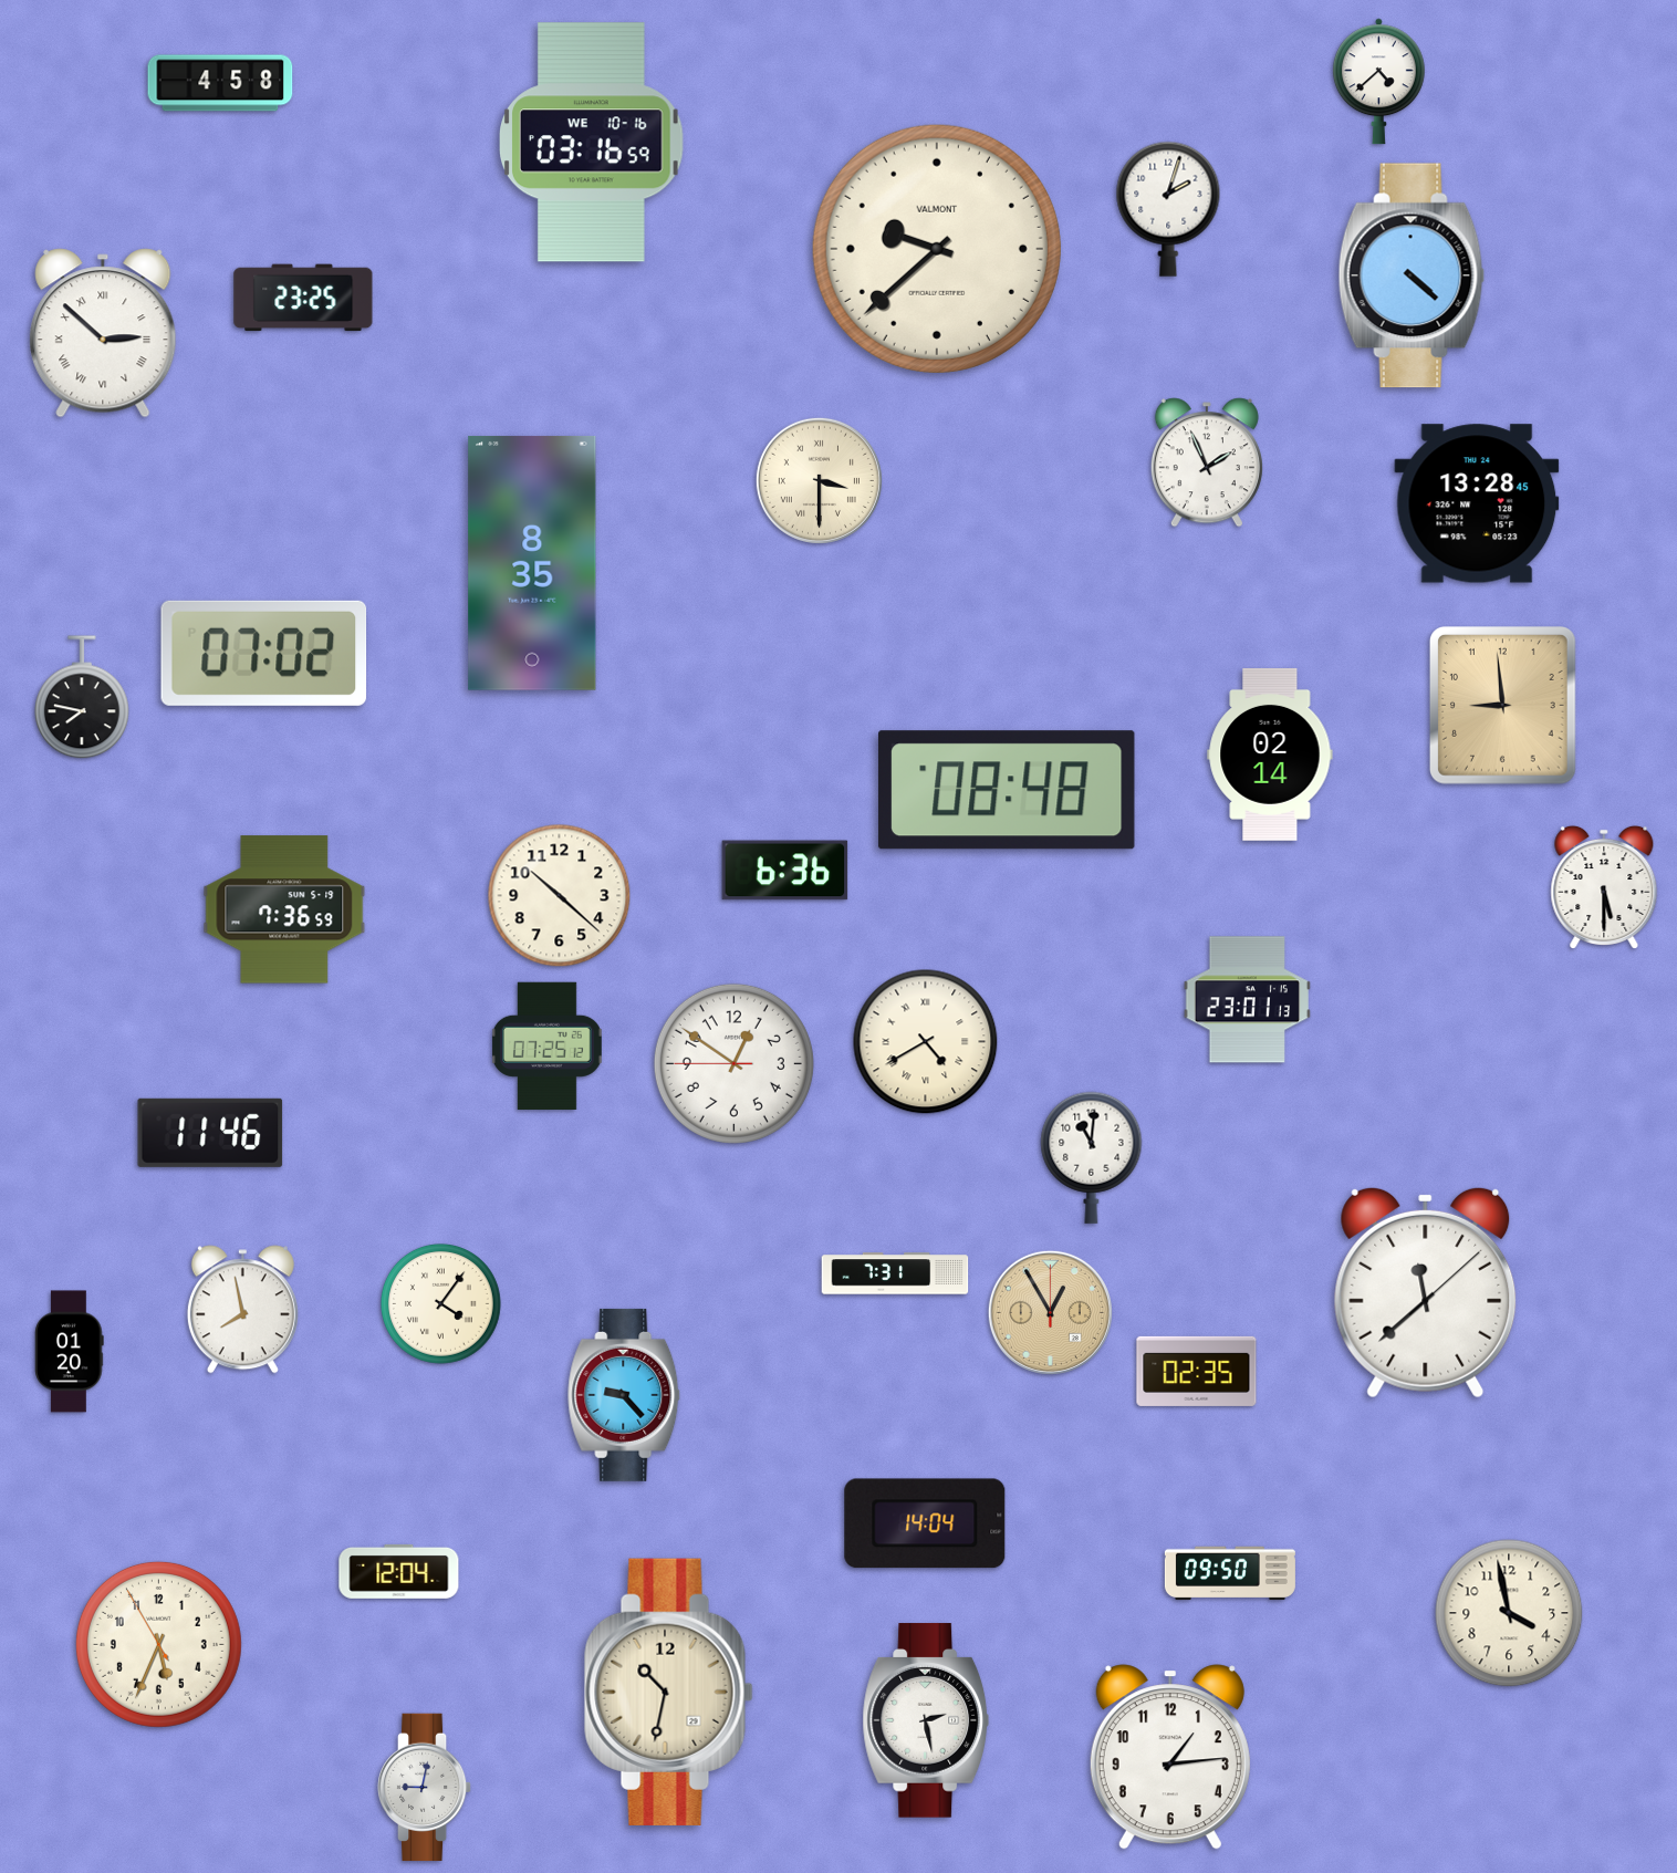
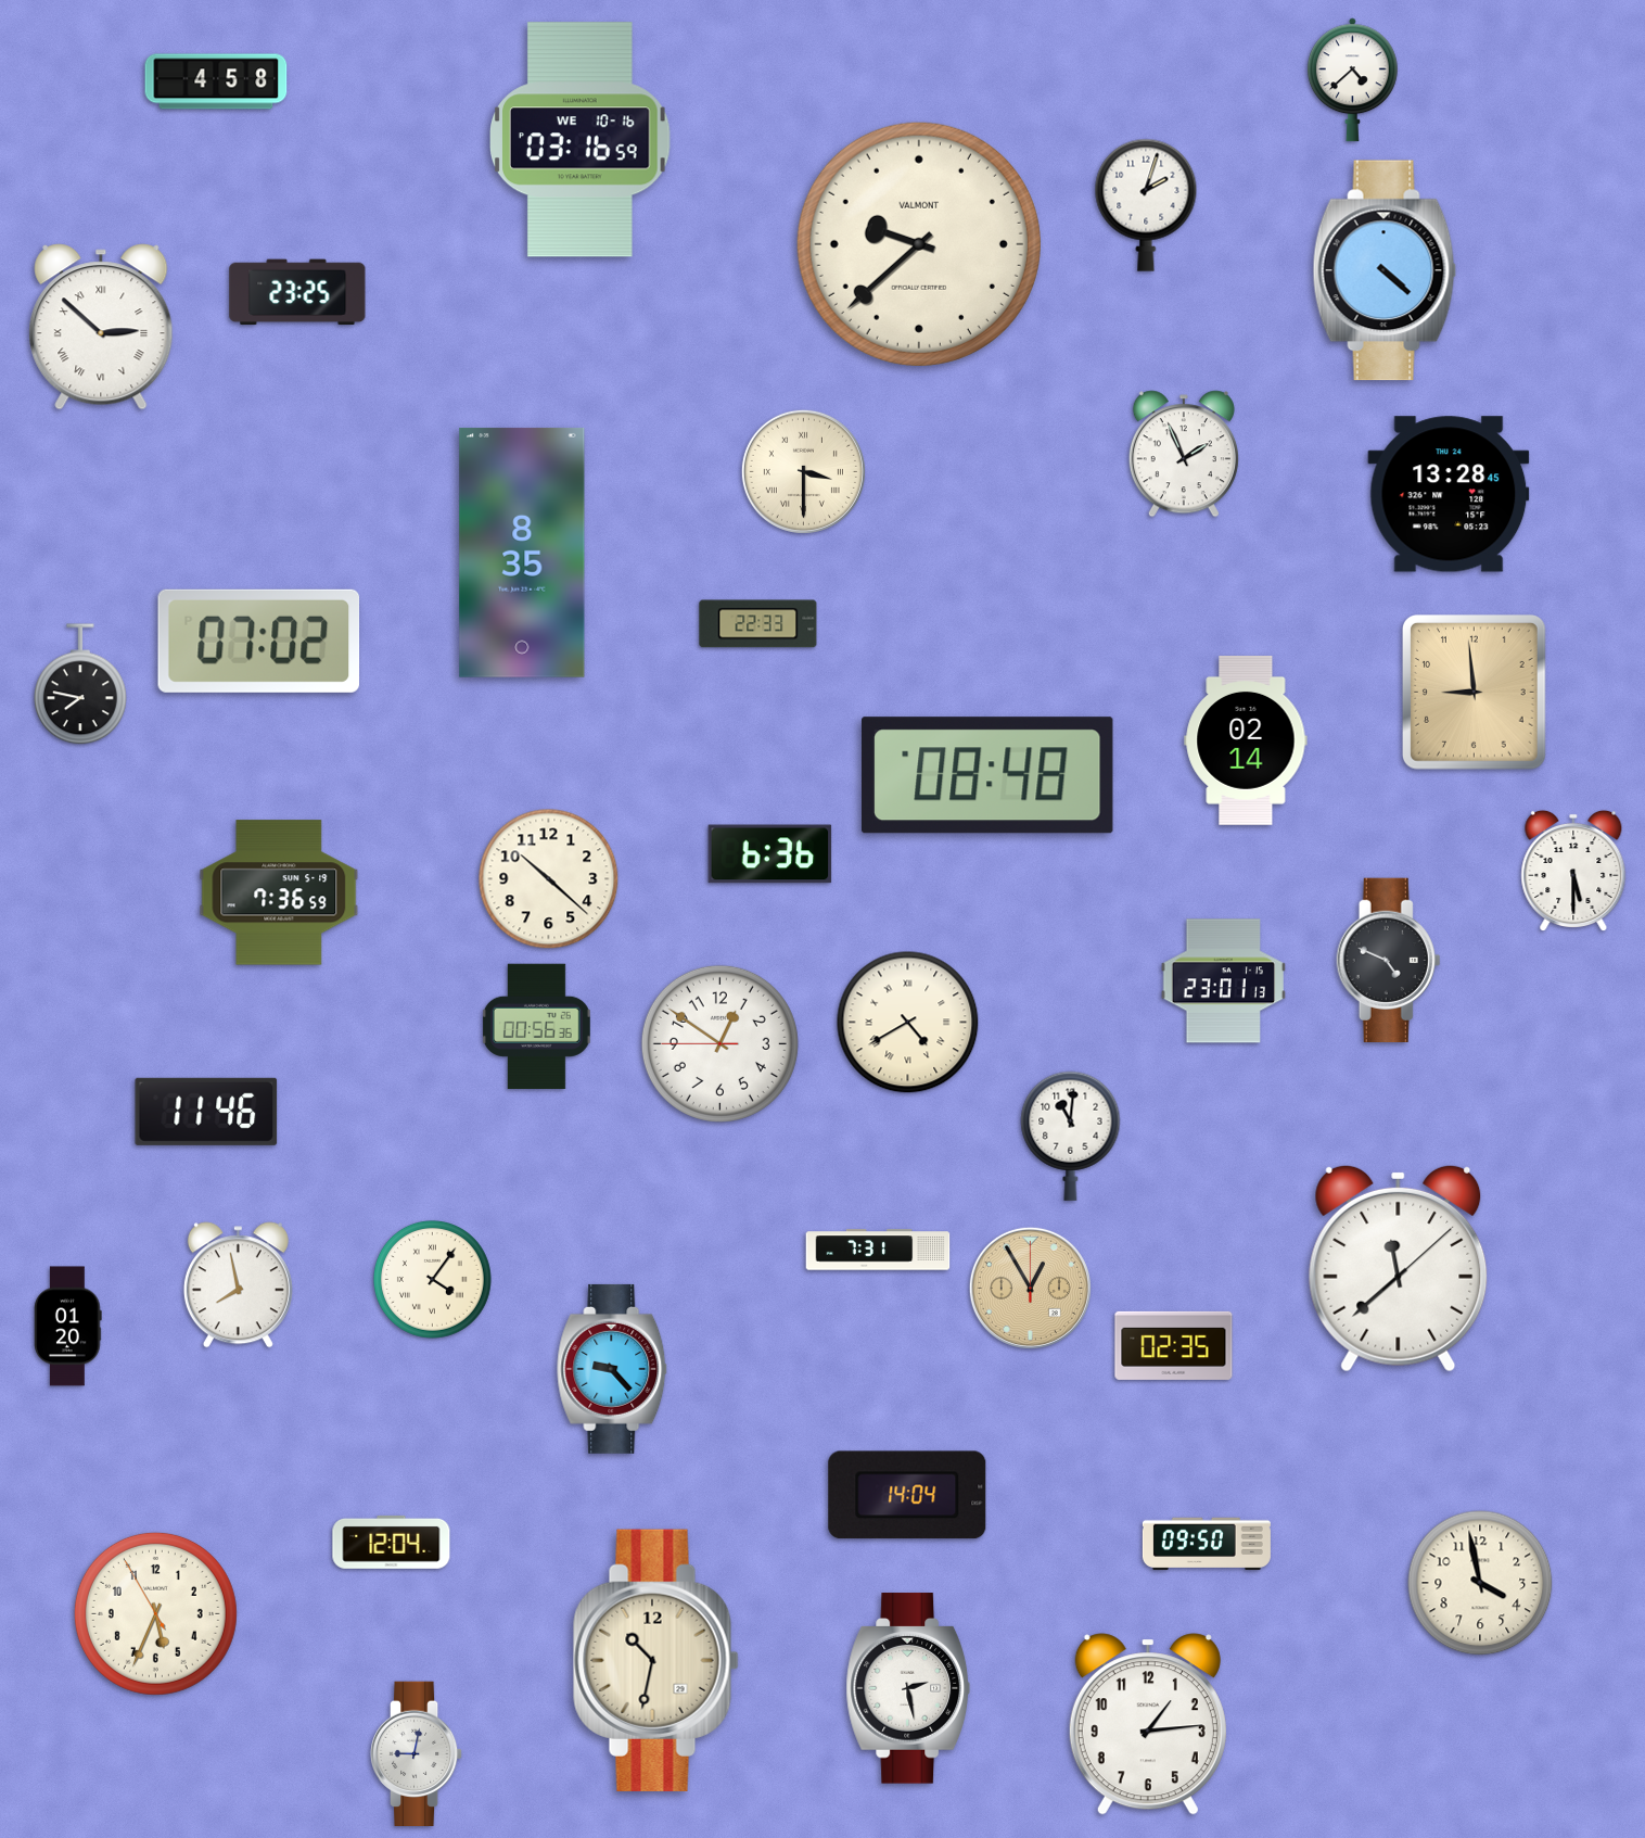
clock at (758, 624): none -> 22:33
clock at (1389, 960): none -> 4:49
clock at (546, 1045): 07:25 -> 00:56
